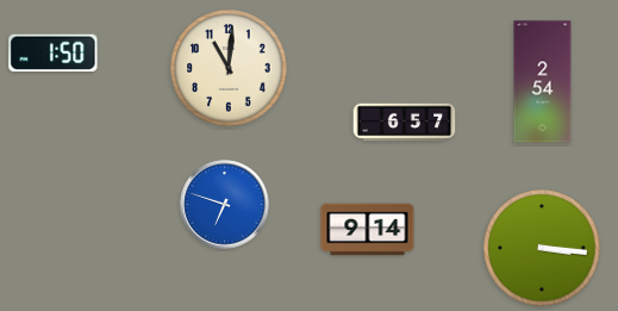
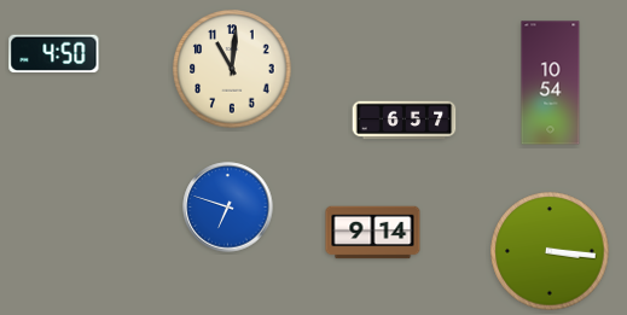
clock at (54, 52): 1:50 -> 4:50
clock at (543, 82): 2:54 -> 10:54
clock at (405, 123) position: (405, 123) -> (405, 121)
